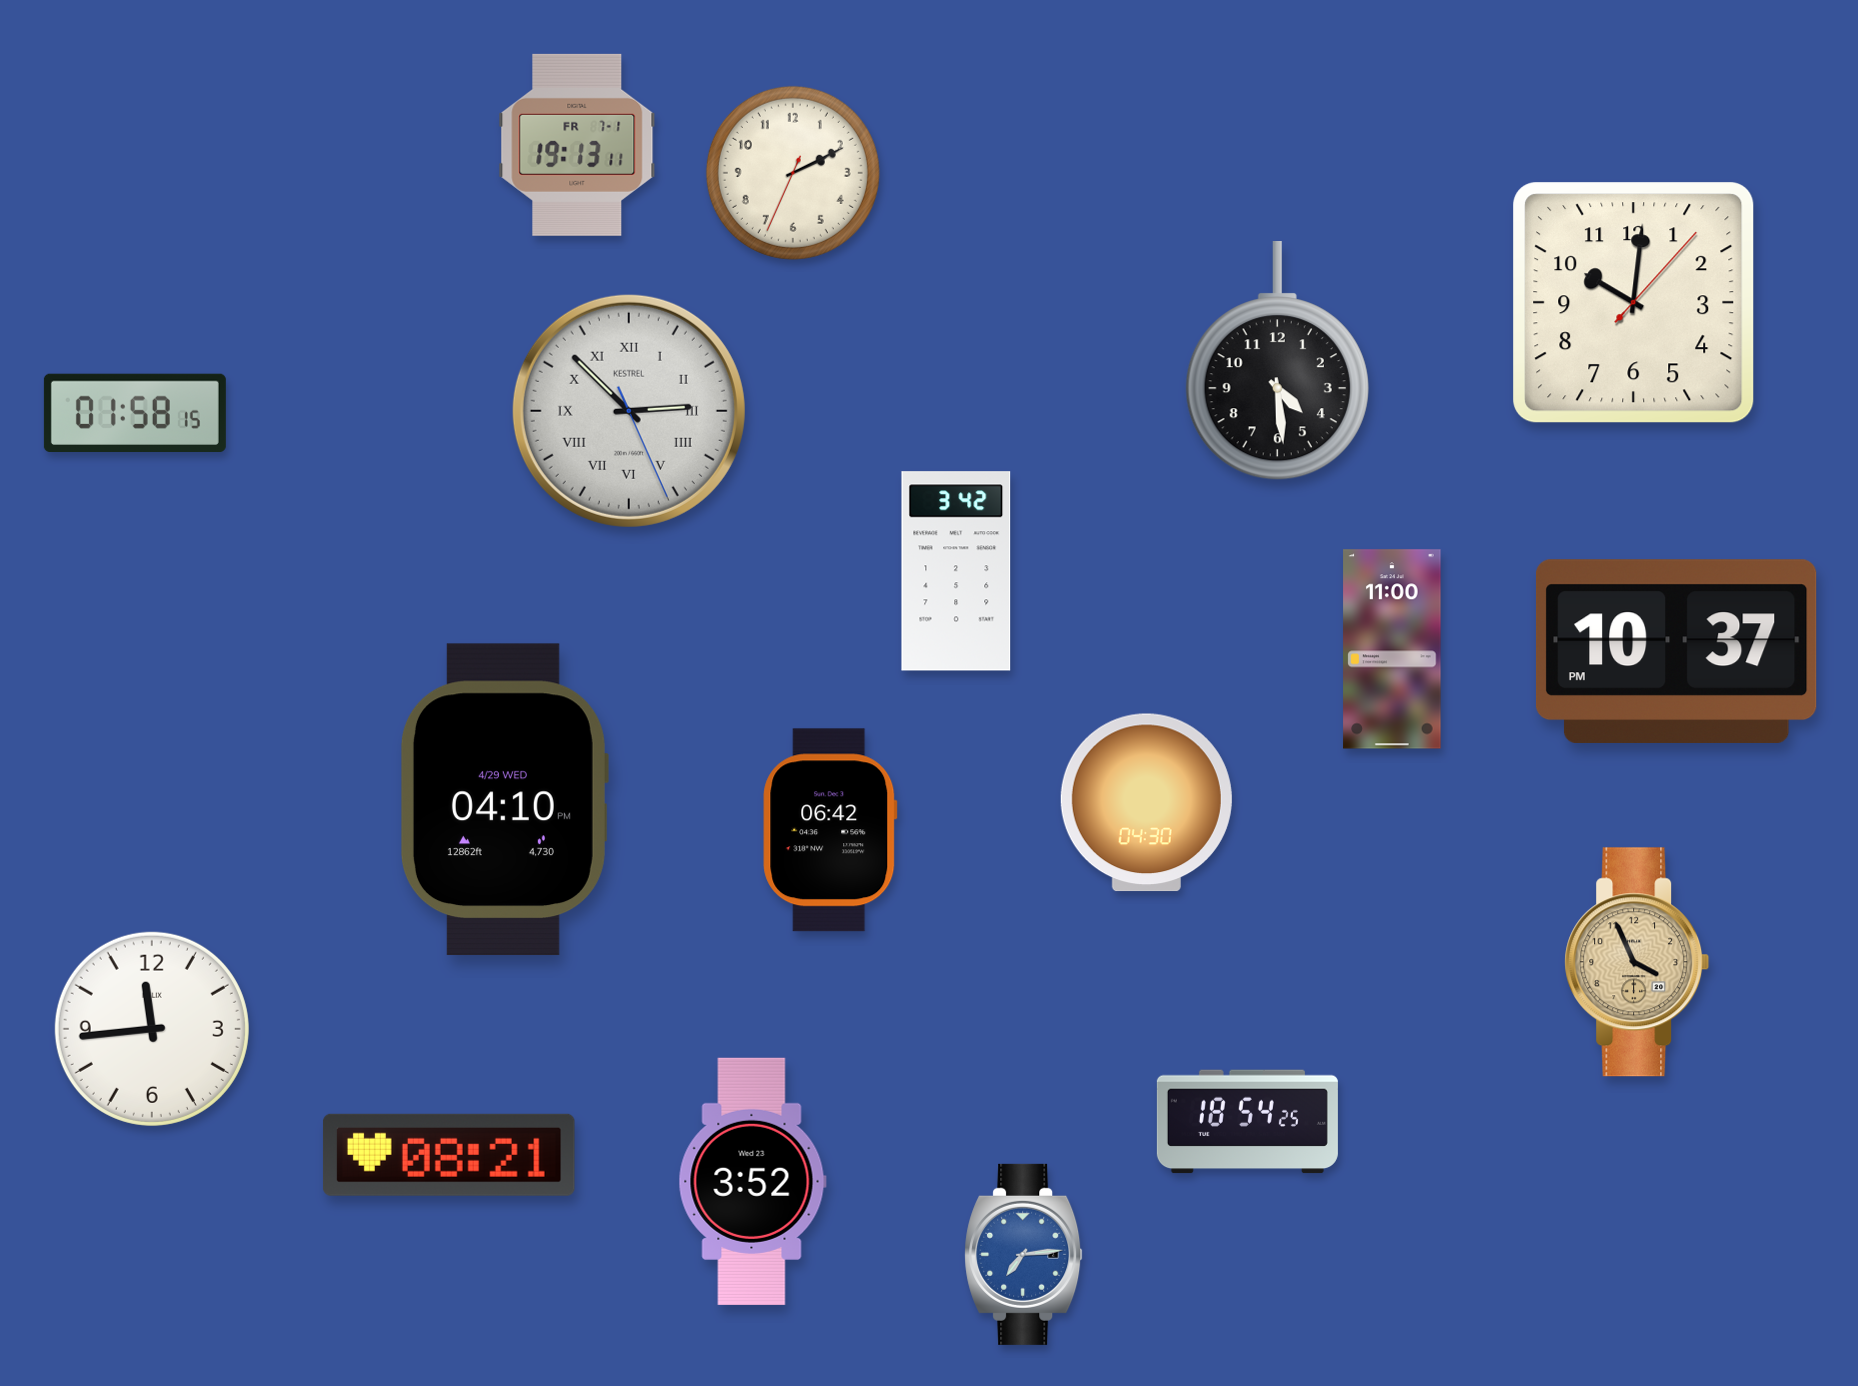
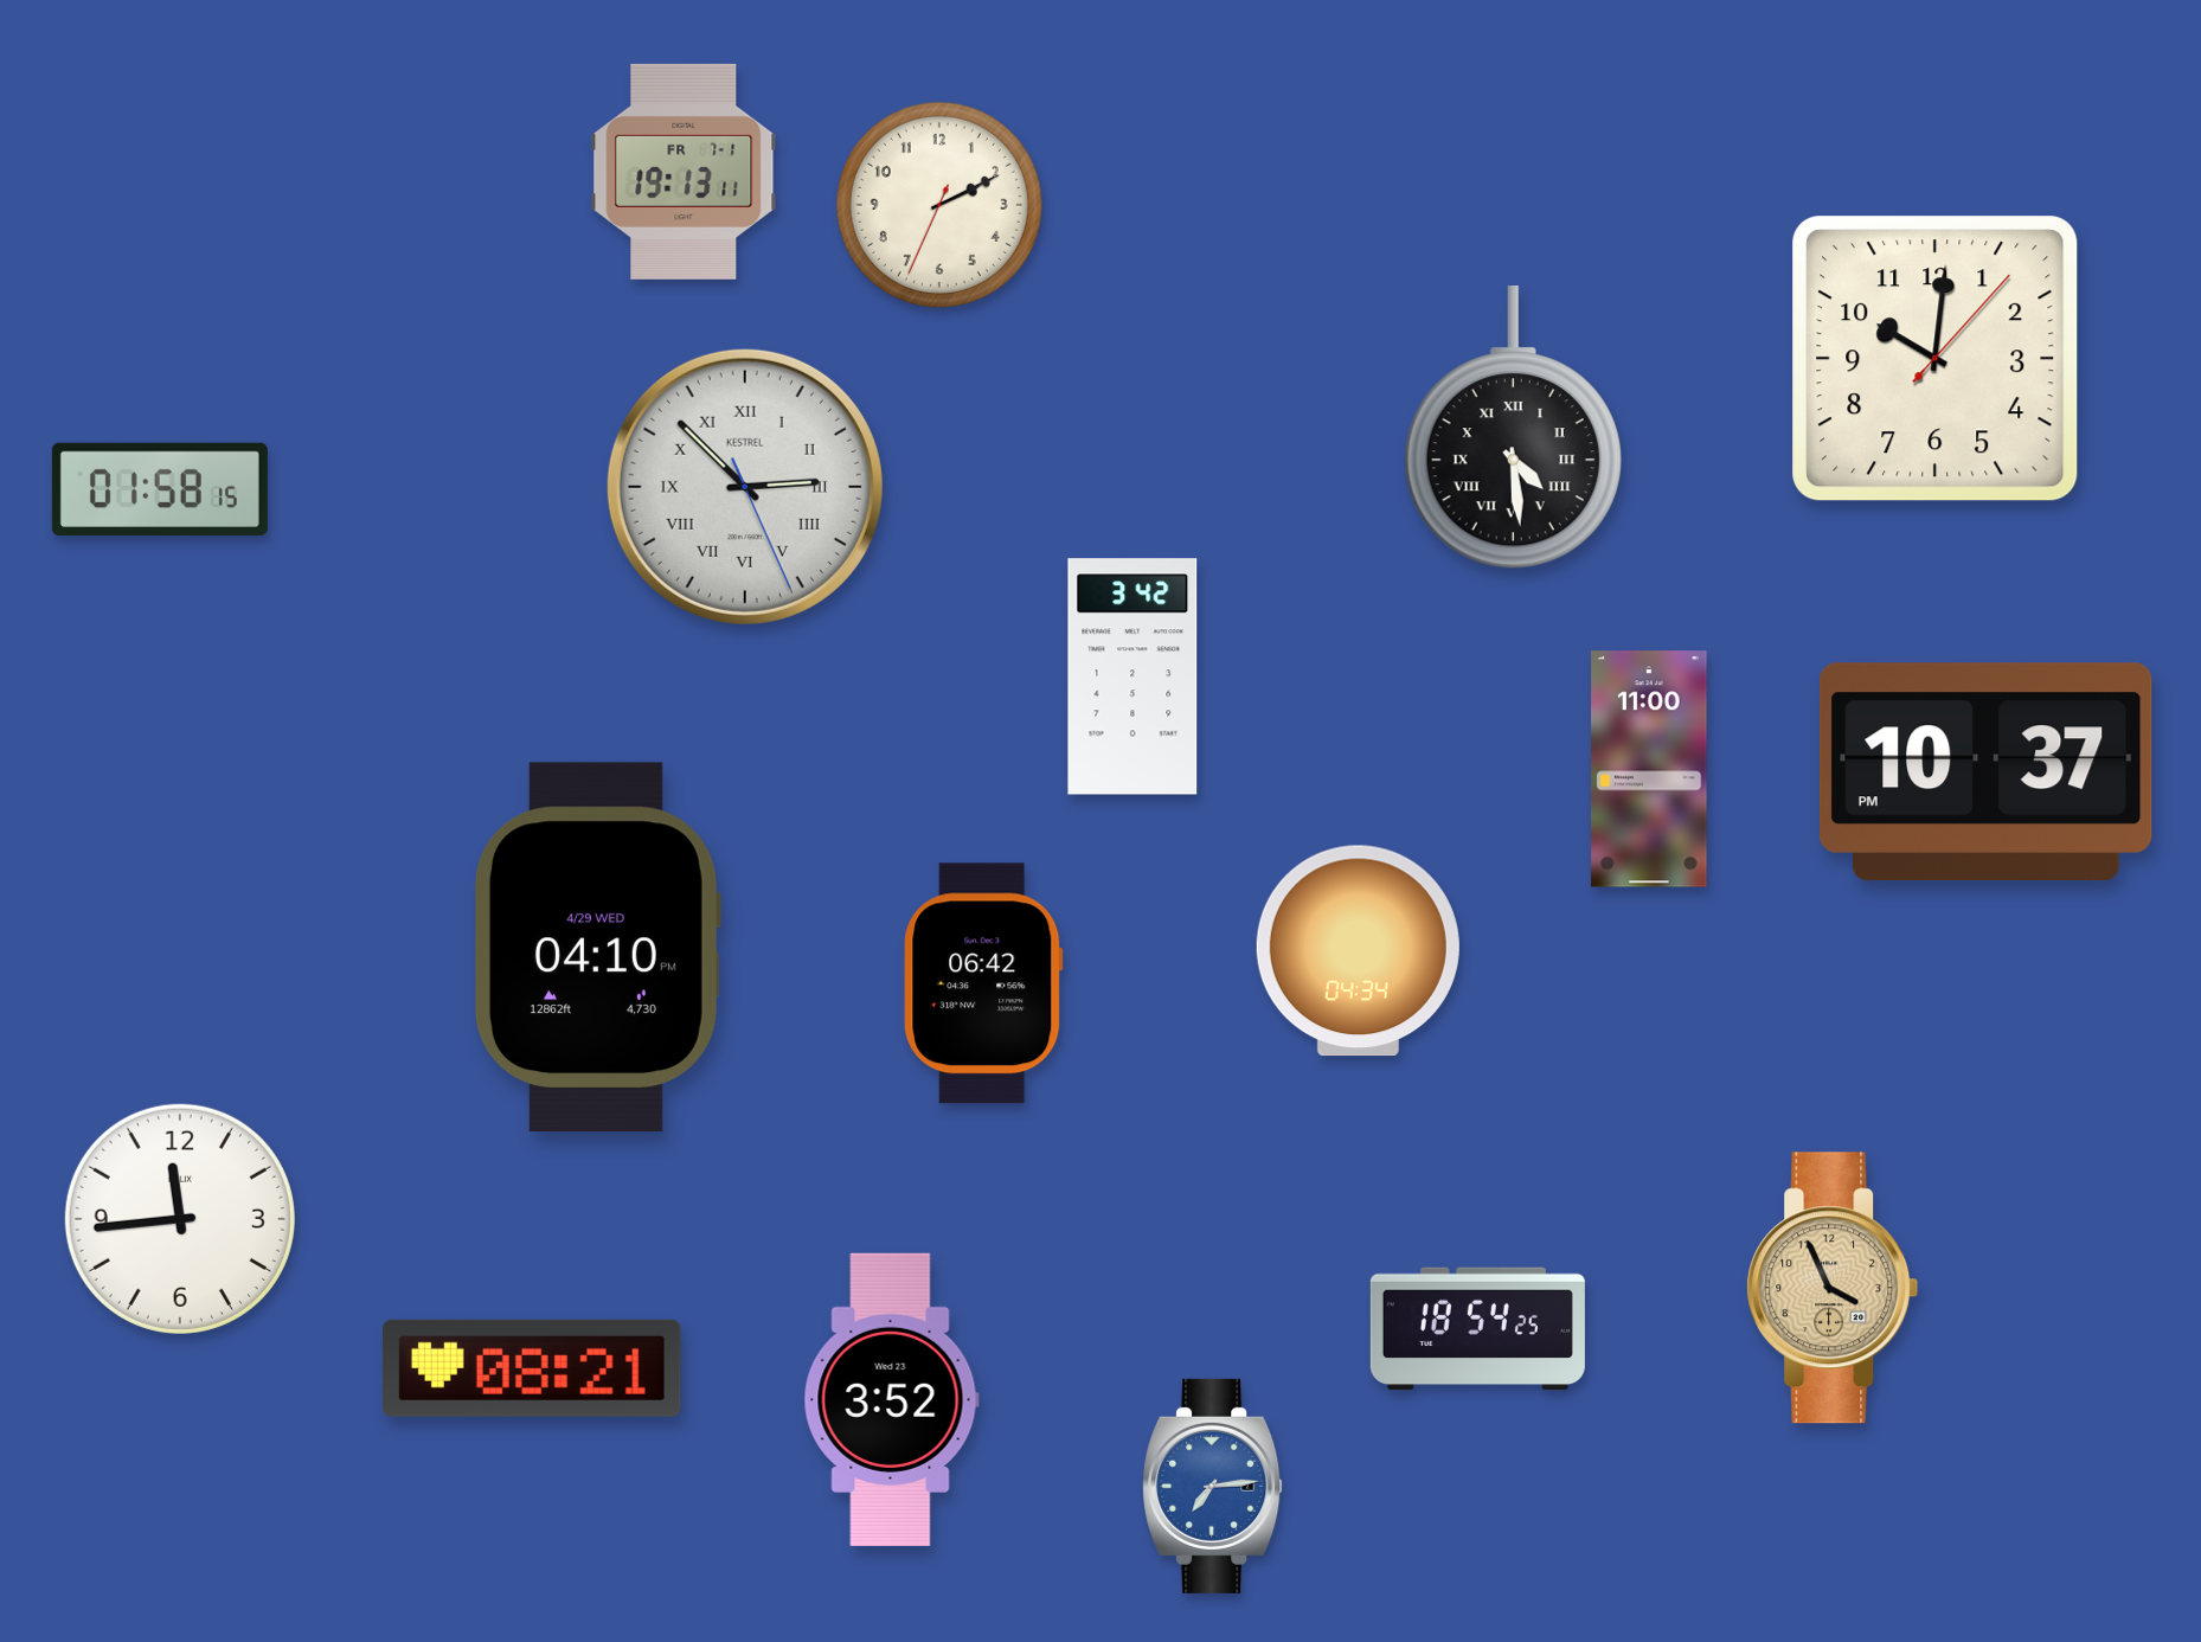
clock at (1277, 362) numerals: Arabic -> Roman
clock at (1146, 803): 04:30 -> 04:34
clock at (1637, 962) position: (1637, 962) -> (1833, 1288)
